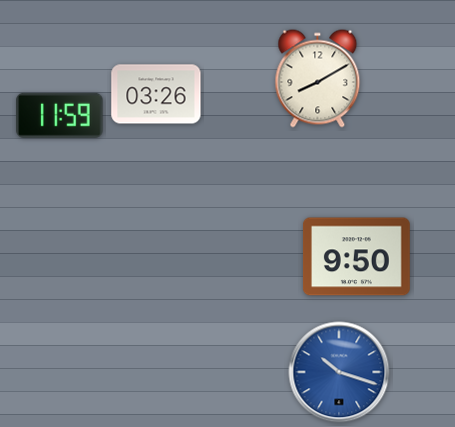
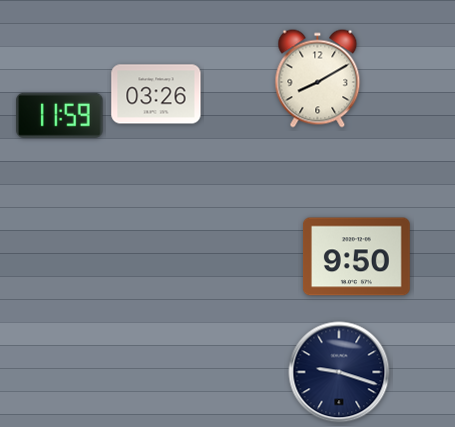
clock at (339, 372): 10:18 -> 9:18
clock at (339, 372) dial: blue -> navy
